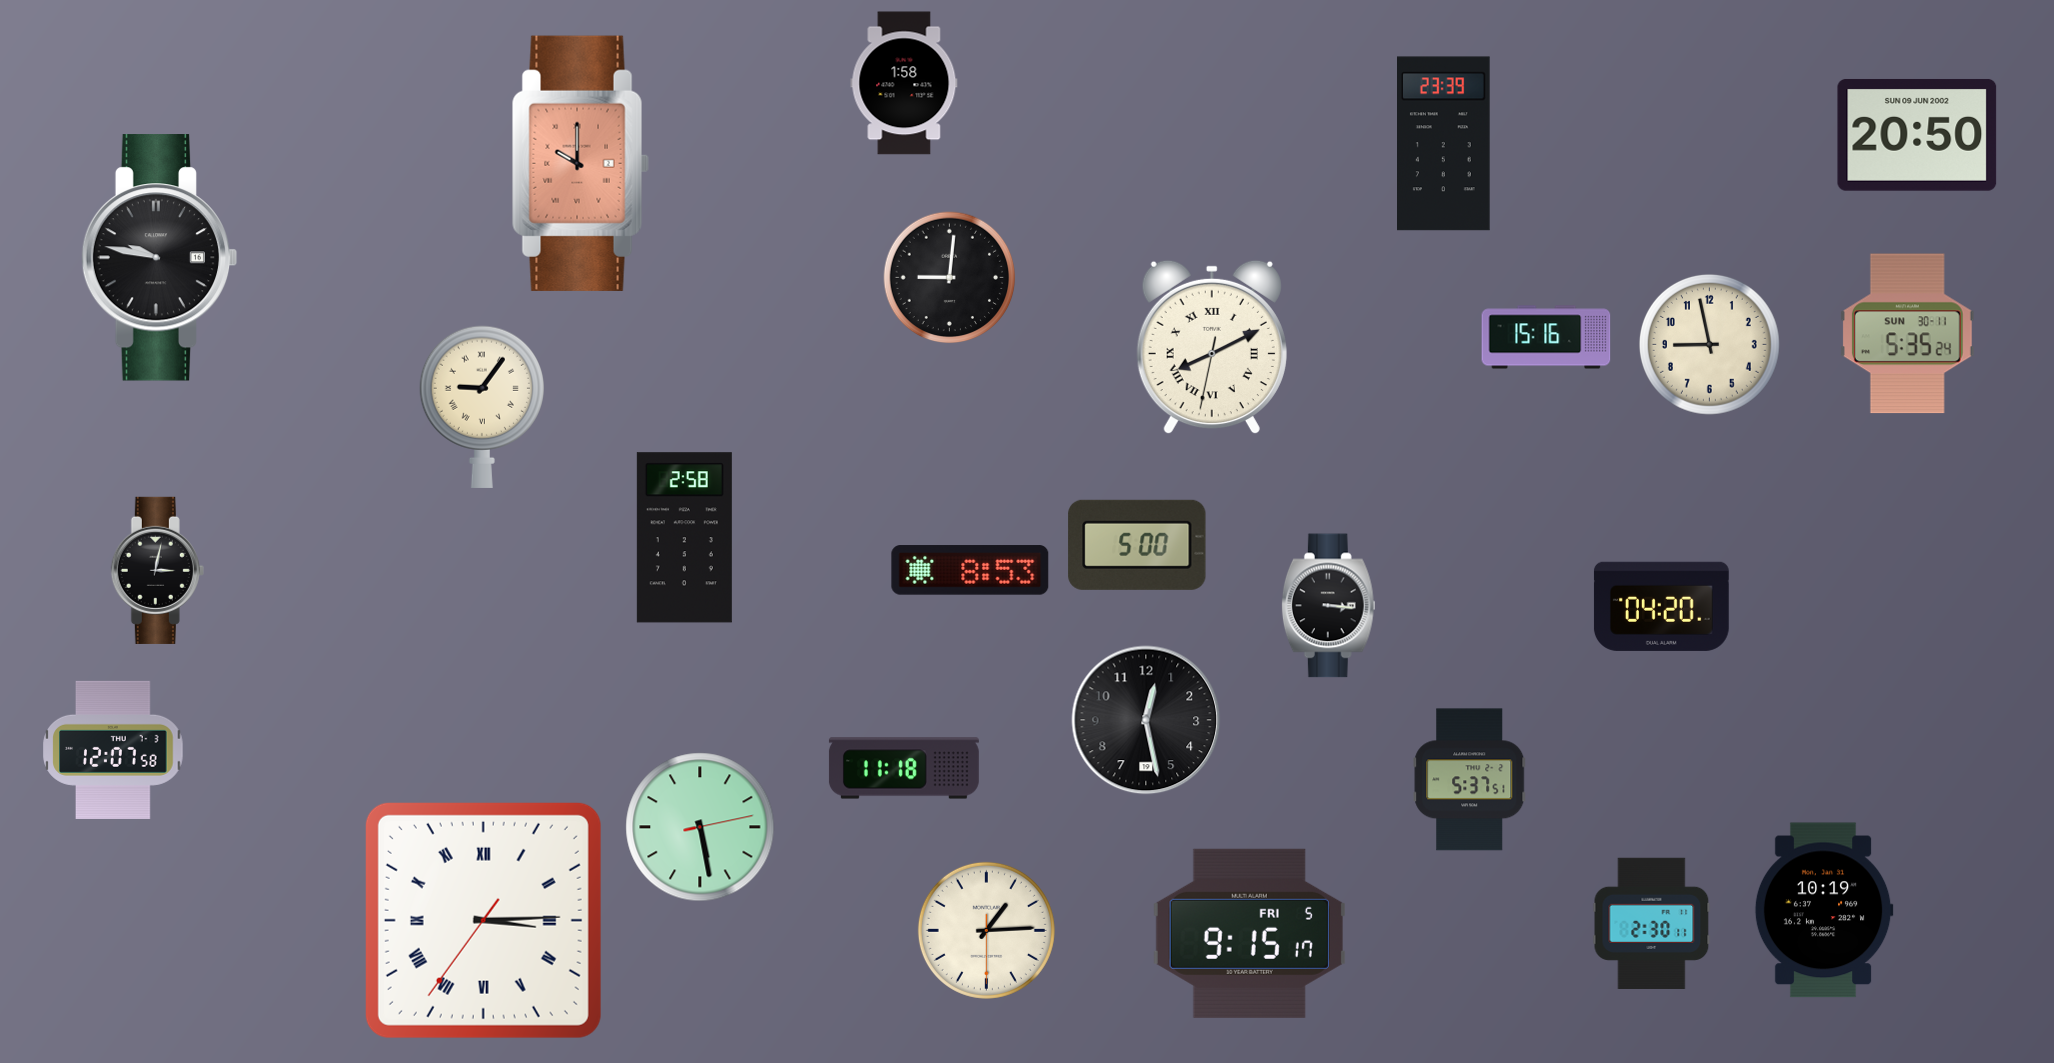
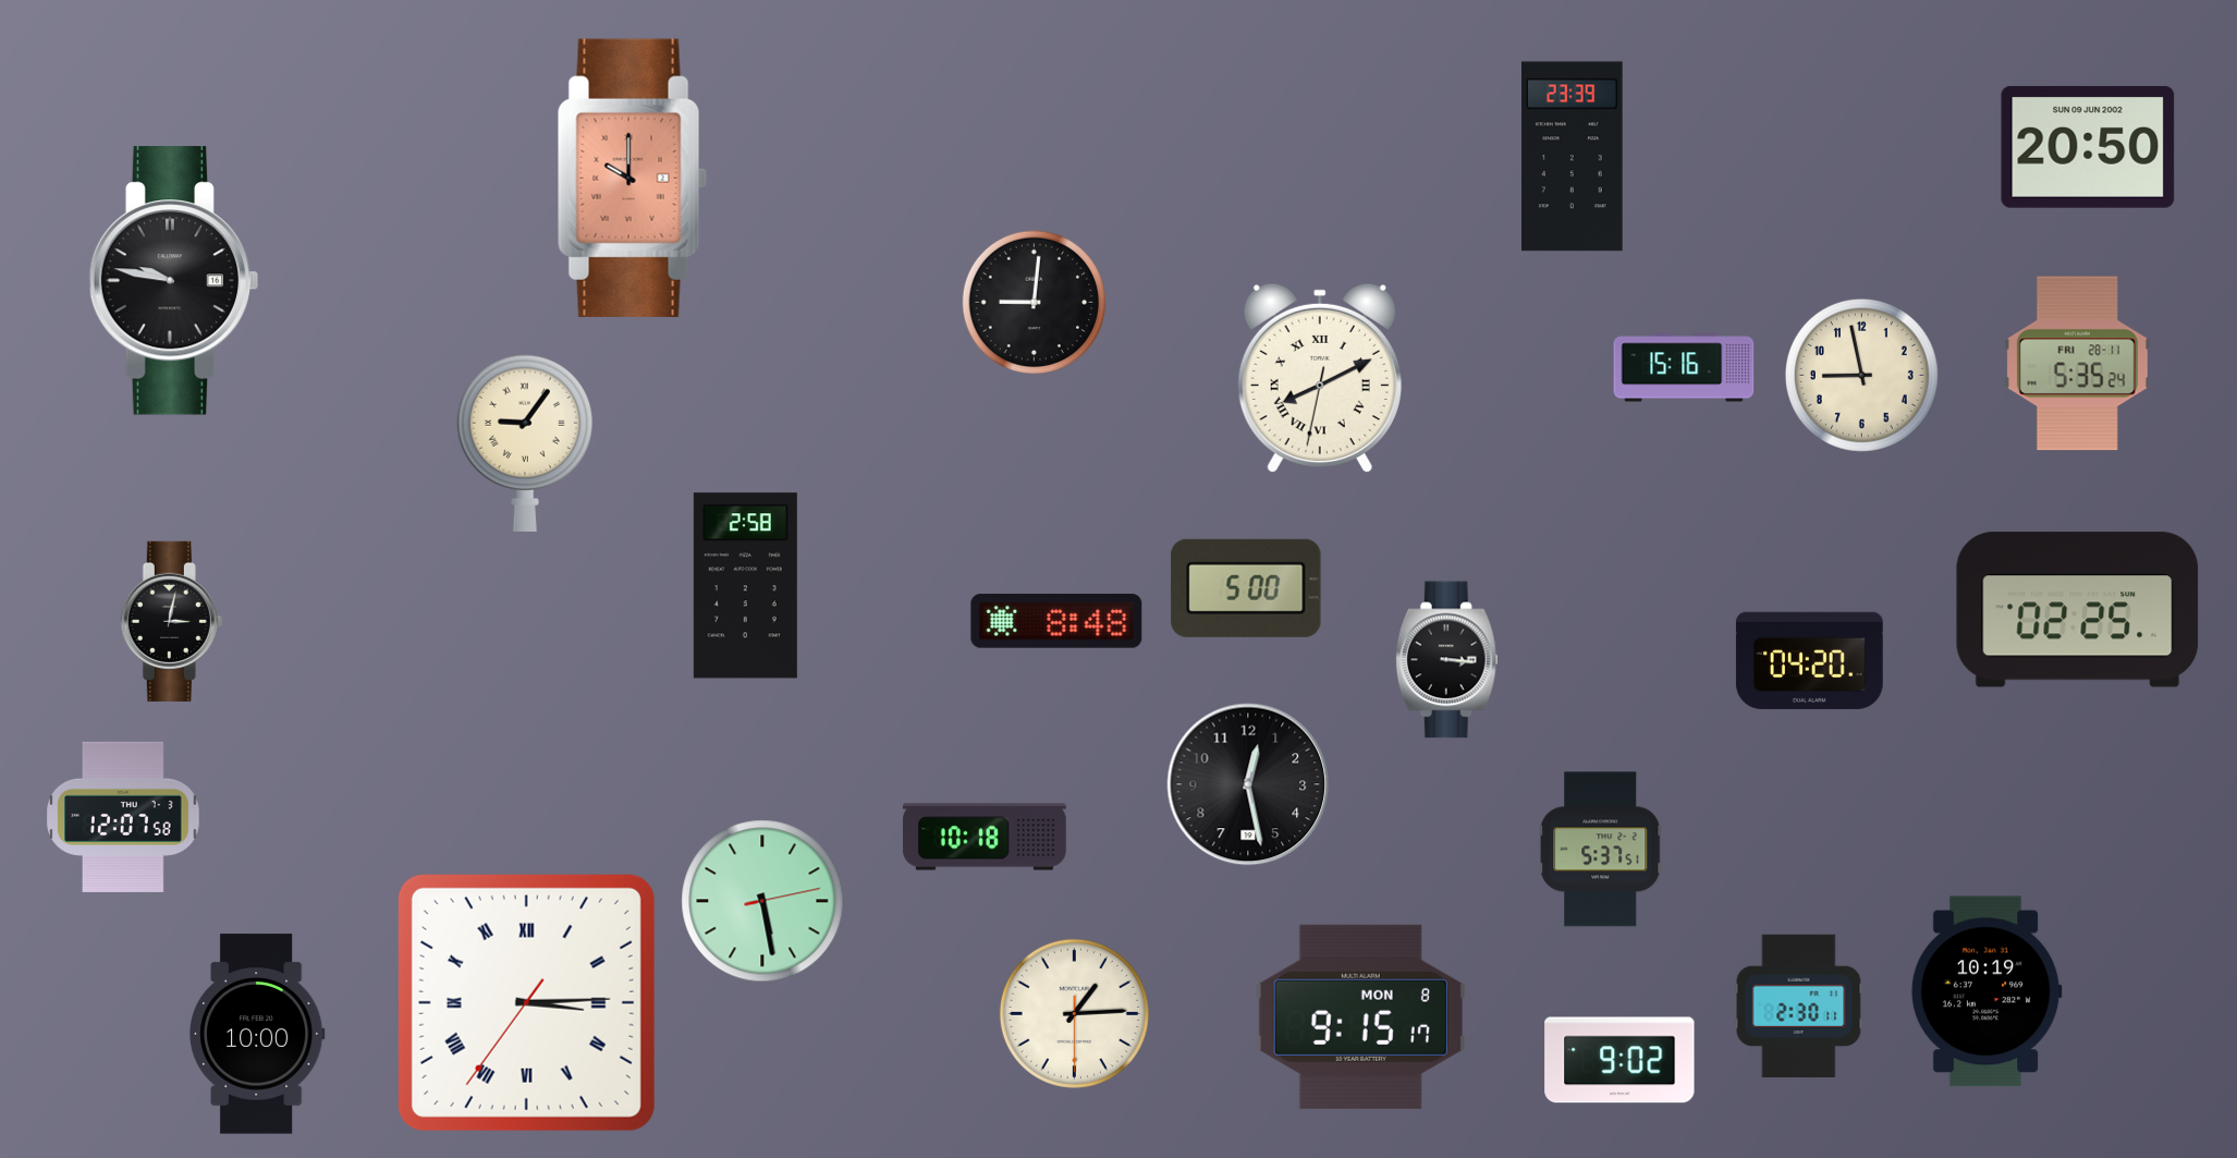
clock at (904, 83): 1:58 -> none
clock at (1907, 334) date: SUN 30-11 -> FRI 28-11
clock at (1137, 545) position: (1137, 545) -> (1246, 588)
clock at (2078, 610): none -> 02:25
clock at (970, 570): 8:53 -> 8:48
clock at (904, 768): 11:18 -> 10:18
clock at (1249, 933) date: FRI 5 -> MON 8
clock at (257, 1034): none -> 10:00
clock at (1619, 1060): none -> 9:02
